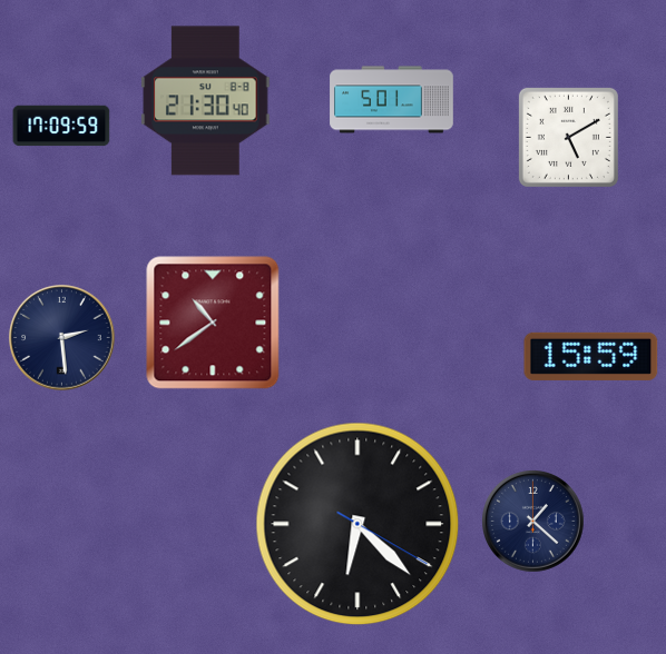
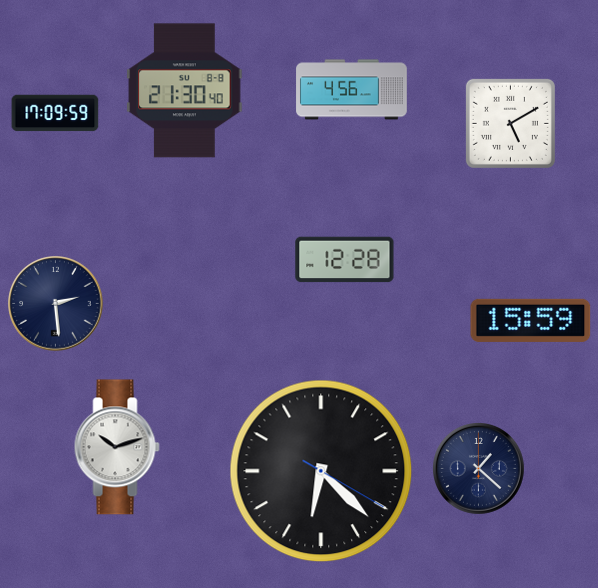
clock at (392, 100): 5:01 -> 4:56
clock at (345, 260): none -> 12:28
clock at (213, 323): 10:39 -> none
clock at (117, 447): none -> 10:12
